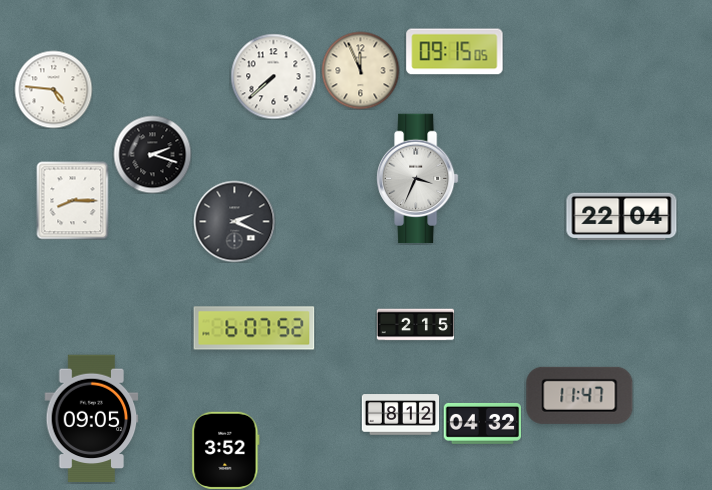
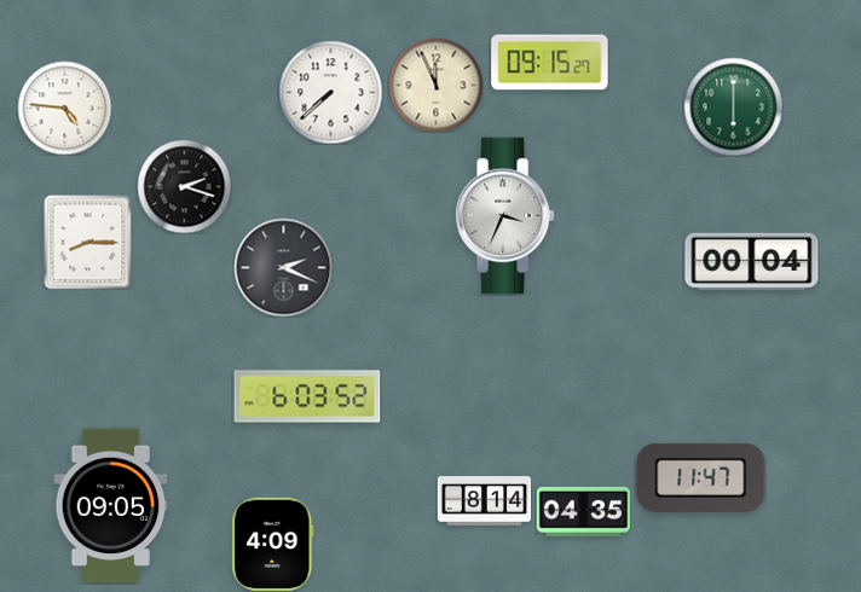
clock at (455, 52): 09:15:05 -> 09:15:27
clock at (733, 106): none -> 6:00
clock at (622, 216): 22:04 -> 00:04
clock at (415, 325): 2:15 -> none
clock at (254, 328): 6:07 -> 6:03
clock at (400, 415): 8:12 -> 8:14
clock at (482, 423): 04:32 -> 04:35
clock at (226, 450): 3:52 -> 4:09
